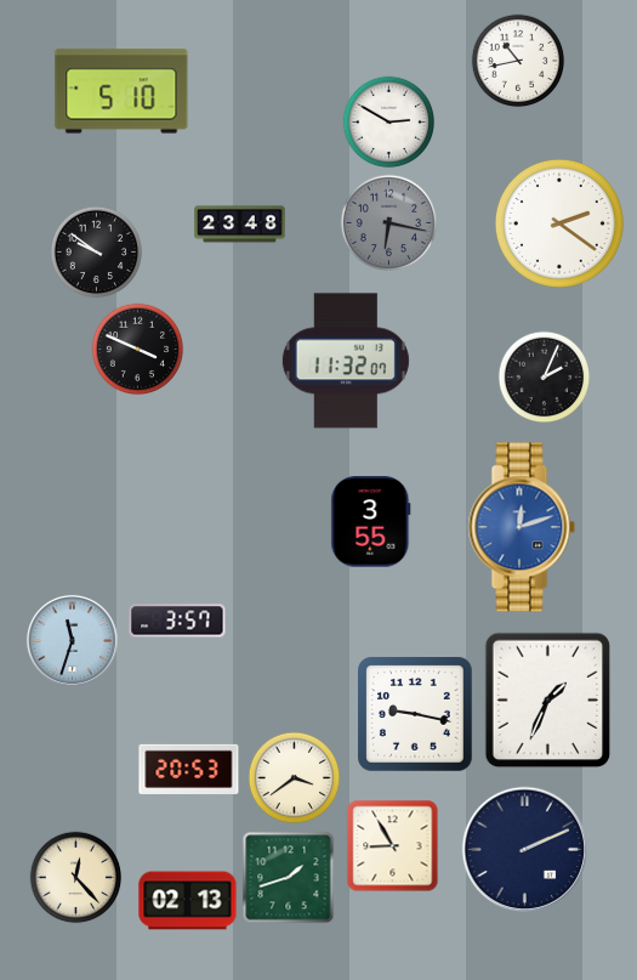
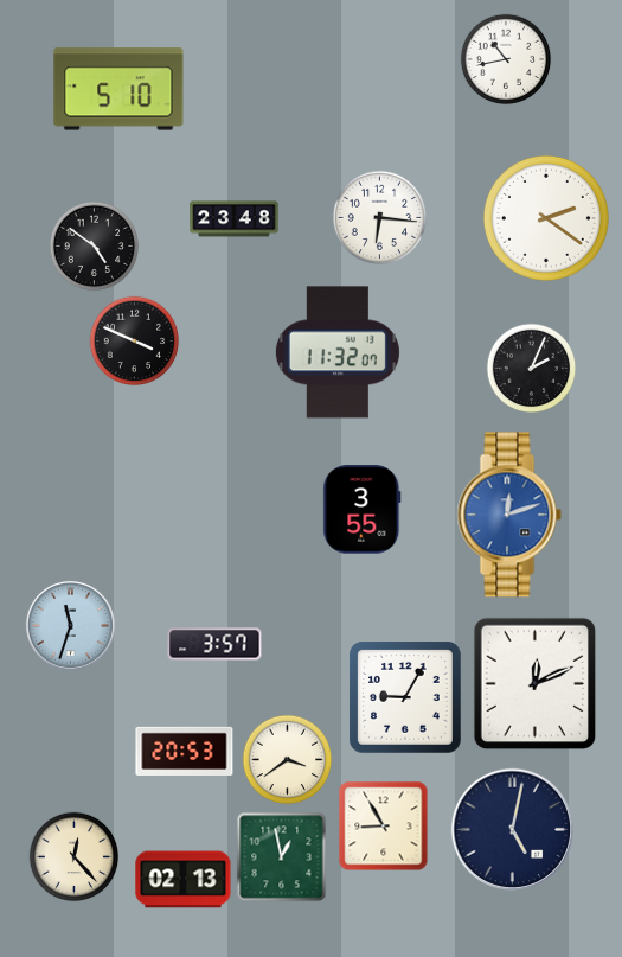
clock at (389, 123): 2:50 -> none
clock at (389, 223): 6:17 -> 6:16
clock at (389, 223) dial: grey -> white
clock at (97, 253): 9:51 -> 4:51
clock at (177, 621) position: (177, 621) -> (214, 644)
clock at (548, 701): 1:34 -> 12:11
clock at (416, 715): 9:17 -> 9:05
clock at (525, 850): 2:11 -> 5:02
clock at (289, 878): 1:42 -> 12:58
